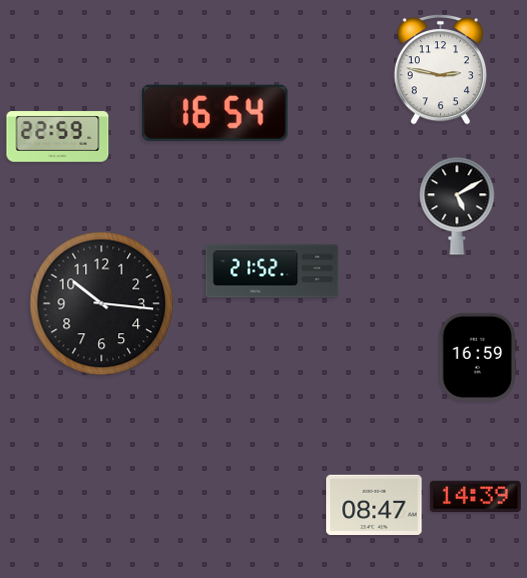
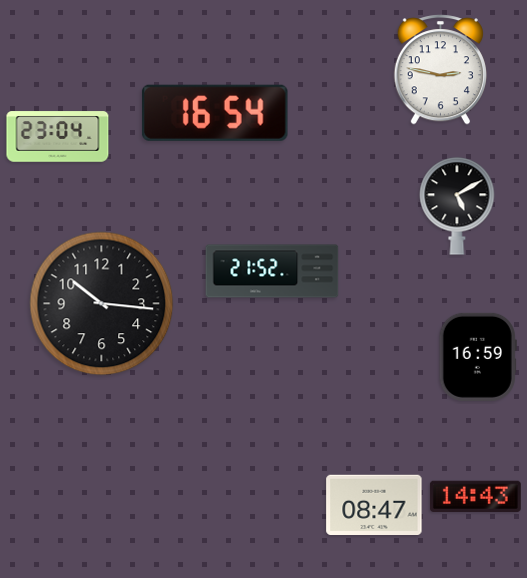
clock at (58, 137): 22:59 -> 23:04
clock at (475, 497): 14:39 -> 14:43
